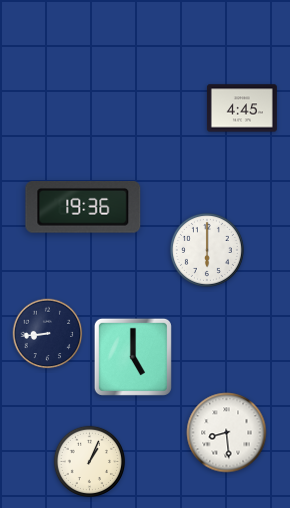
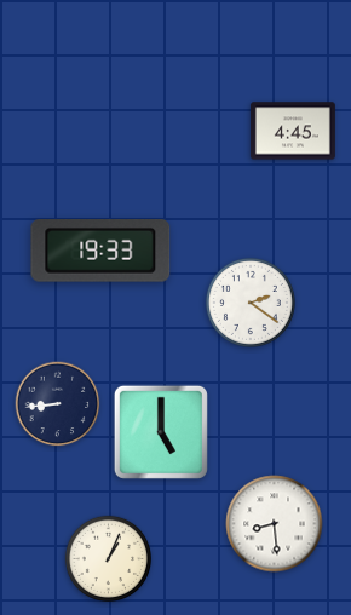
clock at (83, 208): 19:36 -> 19:33
clock at (207, 250): 6:00 -> 2:21
